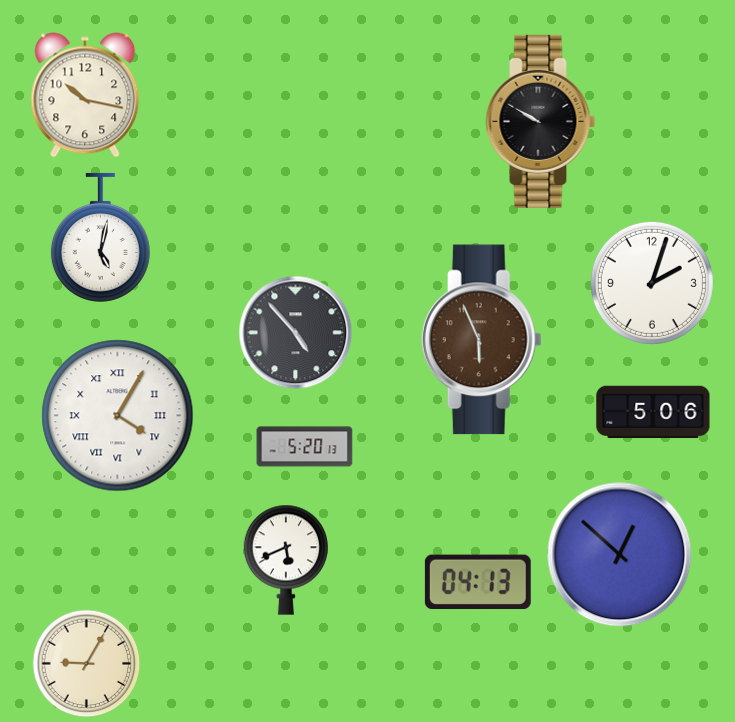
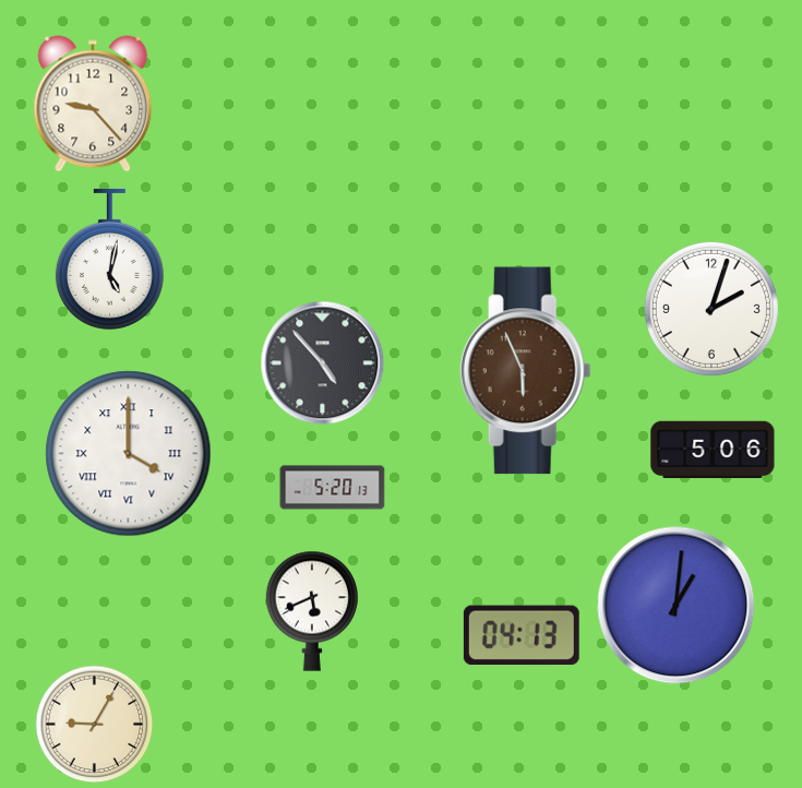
clock at (85, 95): 10:17 -> 9:23
clock at (541, 121): 9:50 -> none
clock at (118, 416): 4:05 -> 4:00
clock at (620, 555): 12:52 -> 1:01
